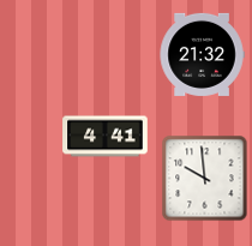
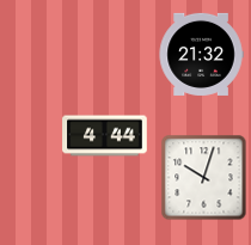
clock at (106, 137): 4:41 -> 4:44
clock at (205, 179): 9:59 -> 10:03
